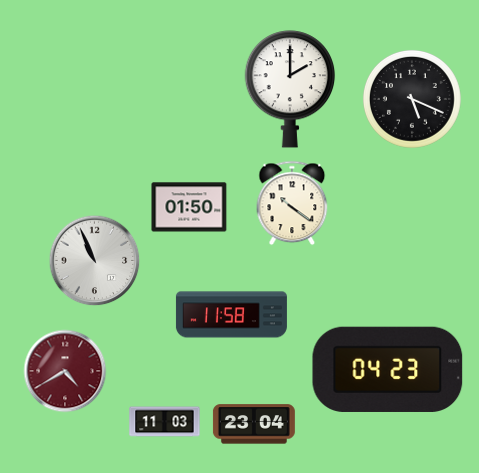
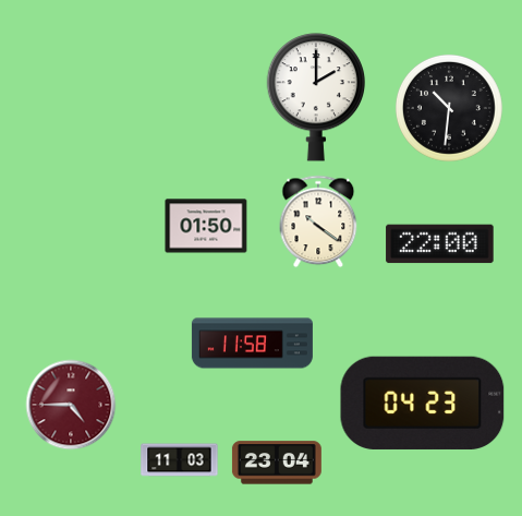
clock at (412, 99): 5:19 -> 10:31
clock at (440, 244): none -> 22:00
clock at (95, 261): 10:56 -> none
clock at (65, 371): 4:40 -> 4:45
